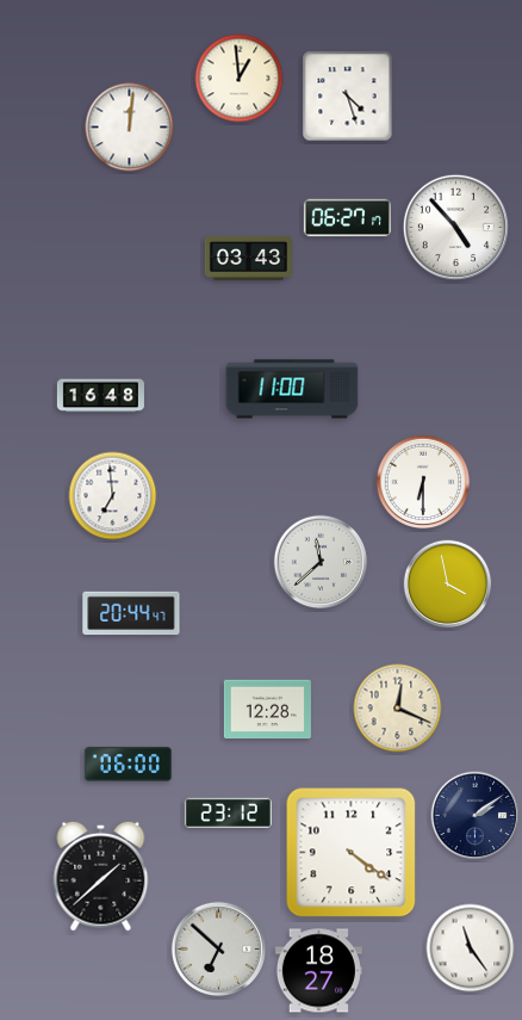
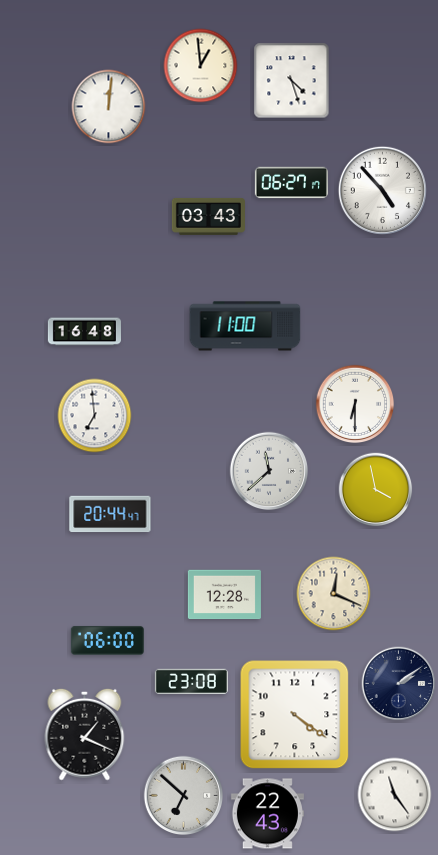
clock at (228, 812): 23:12 -> 23:08
clock at (101, 876): 1:38 -> 1:19
clock at (318, 971): 18:27 -> 22:43
